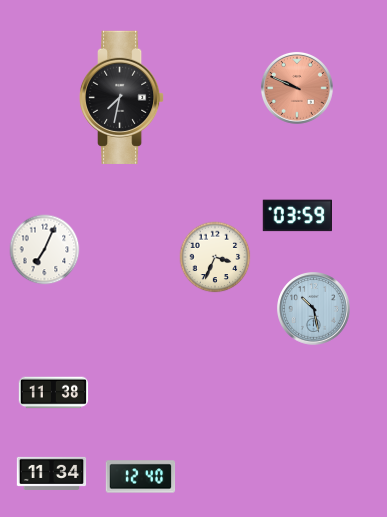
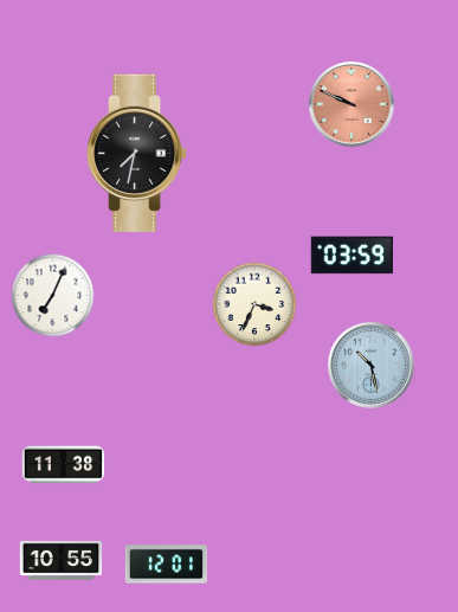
clock at (122, 97) position: (122, 97) -> (137, 153)
clock at (52, 473): 11:34 -> 10:55
clock at (141, 477): 12:40 -> 12:01
